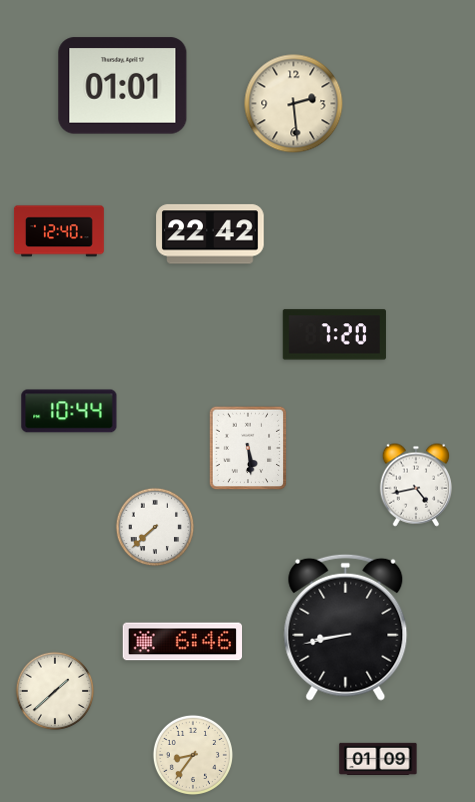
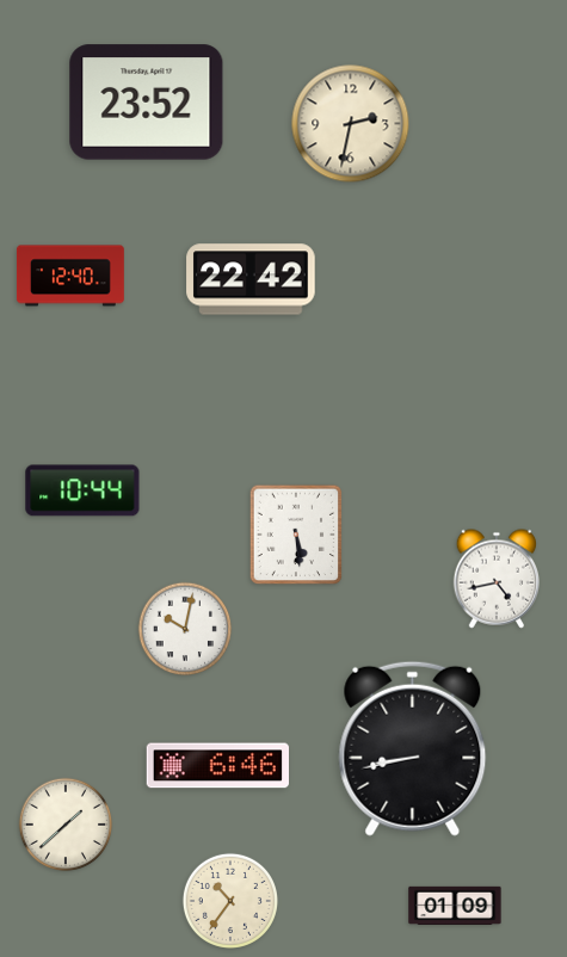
clock at (123, 86): 01:01 -> 23:52
clock at (294, 104): 2:29 -> 2:32
clock at (334, 335): 7:20 -> none
clock at (155, 527): 7:38 -> 10:02
clock at (193, 755): 8:36 -> 10:36
clock at (378, 759) position: (378, 759) -> (455, 906)
